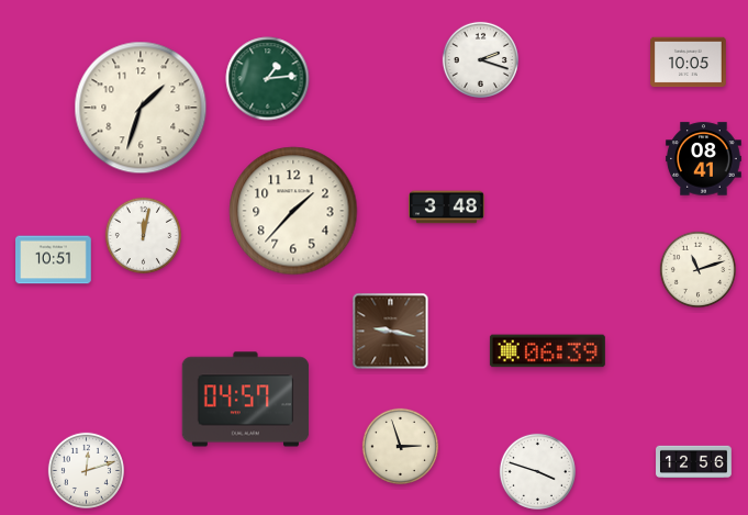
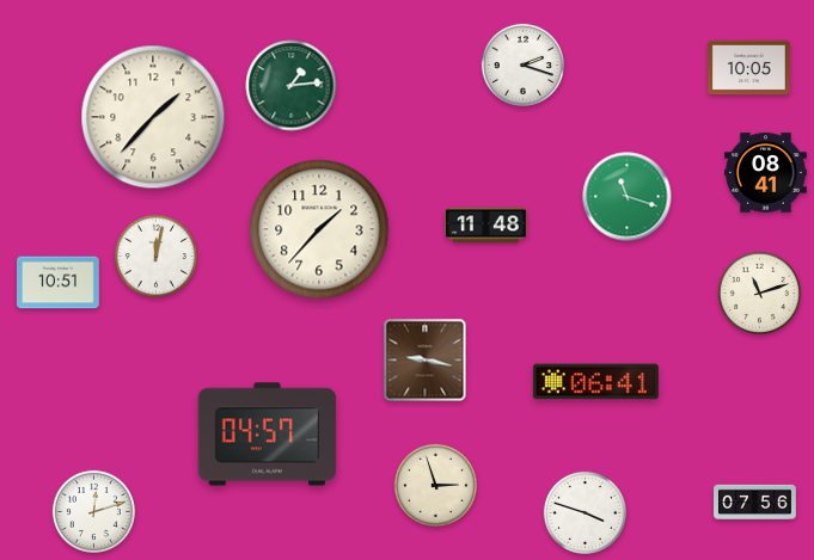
clock at (141, 108): 1:33 -> 1:37
clock at (628, 197): none -> 11:18
clock at (447, 208): 3:48 -> 11:48
clock at (547, 351): 06:39 -> 06:41
clock at (694, 461): 12:56 -> 07:56
